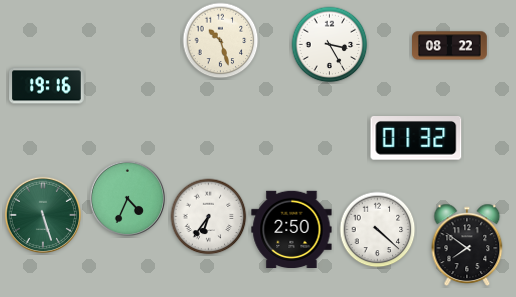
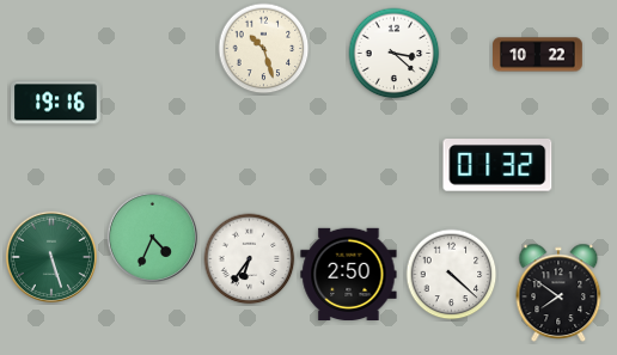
clock at (330, 45): 3:25 -> 3:22
clock at (450, 46): 08:22 -> 10:22
